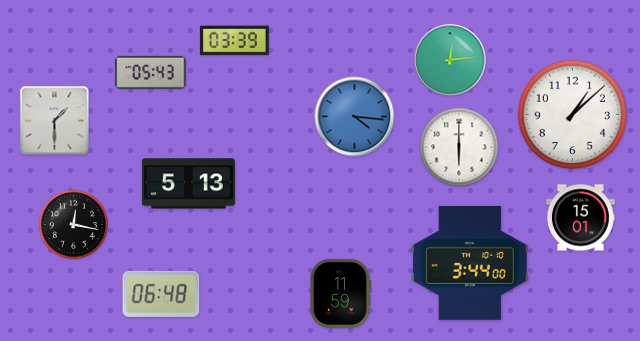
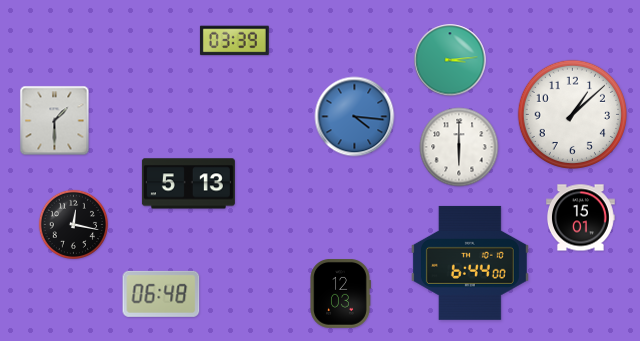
clock at (450, 60): 12:14 -> 3:14
clock at (151, 72): 05:43 -> none
clock at (470, 263): 3:44 -> 6:44
clock at (340, 294): 11:59 -> 12:03
